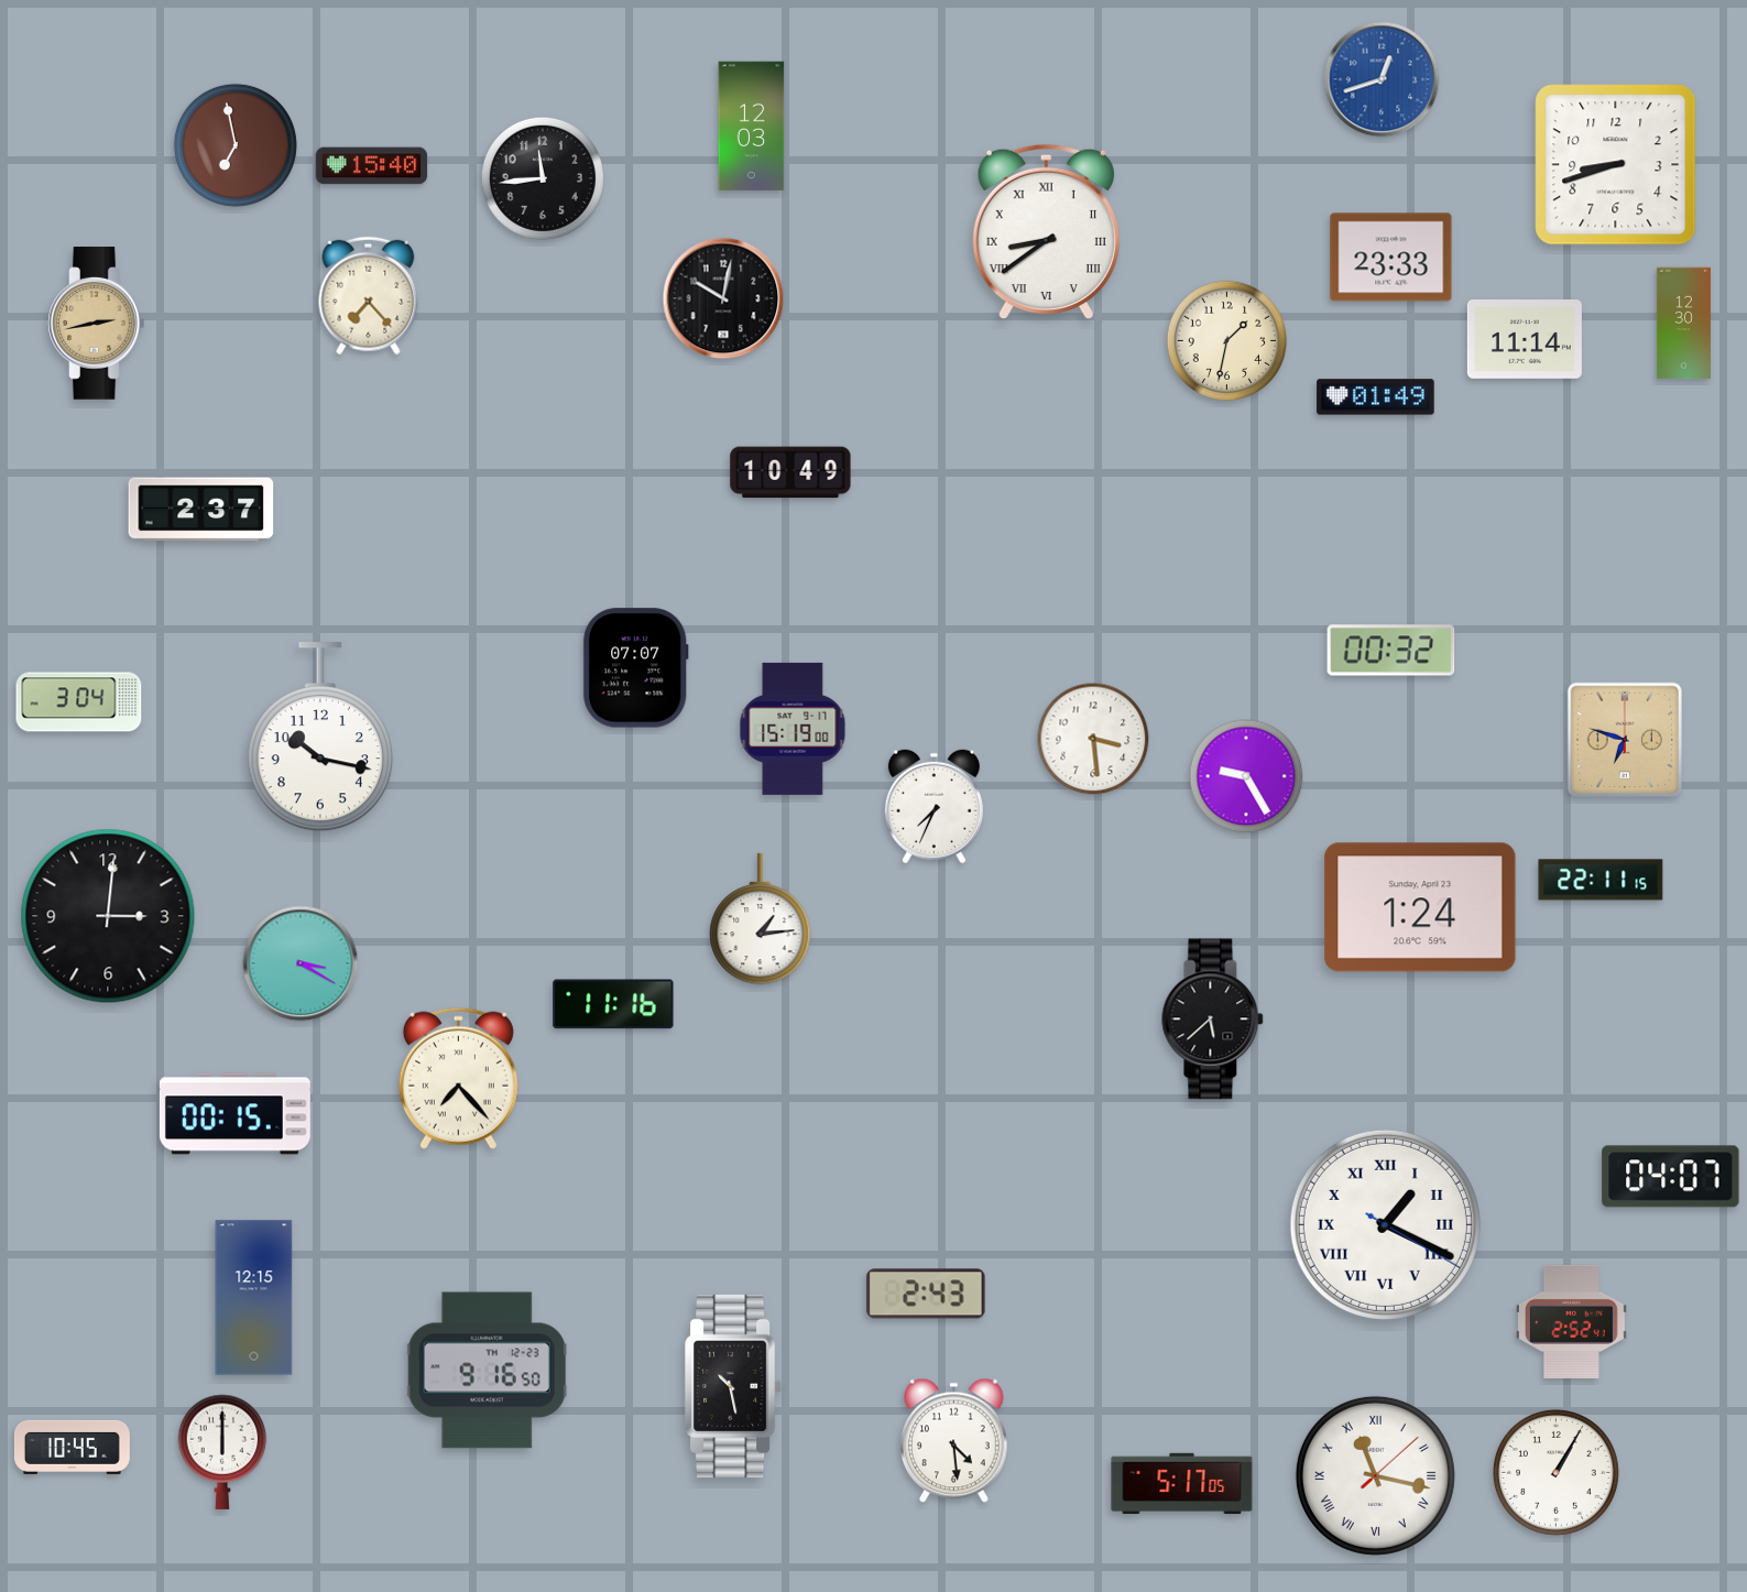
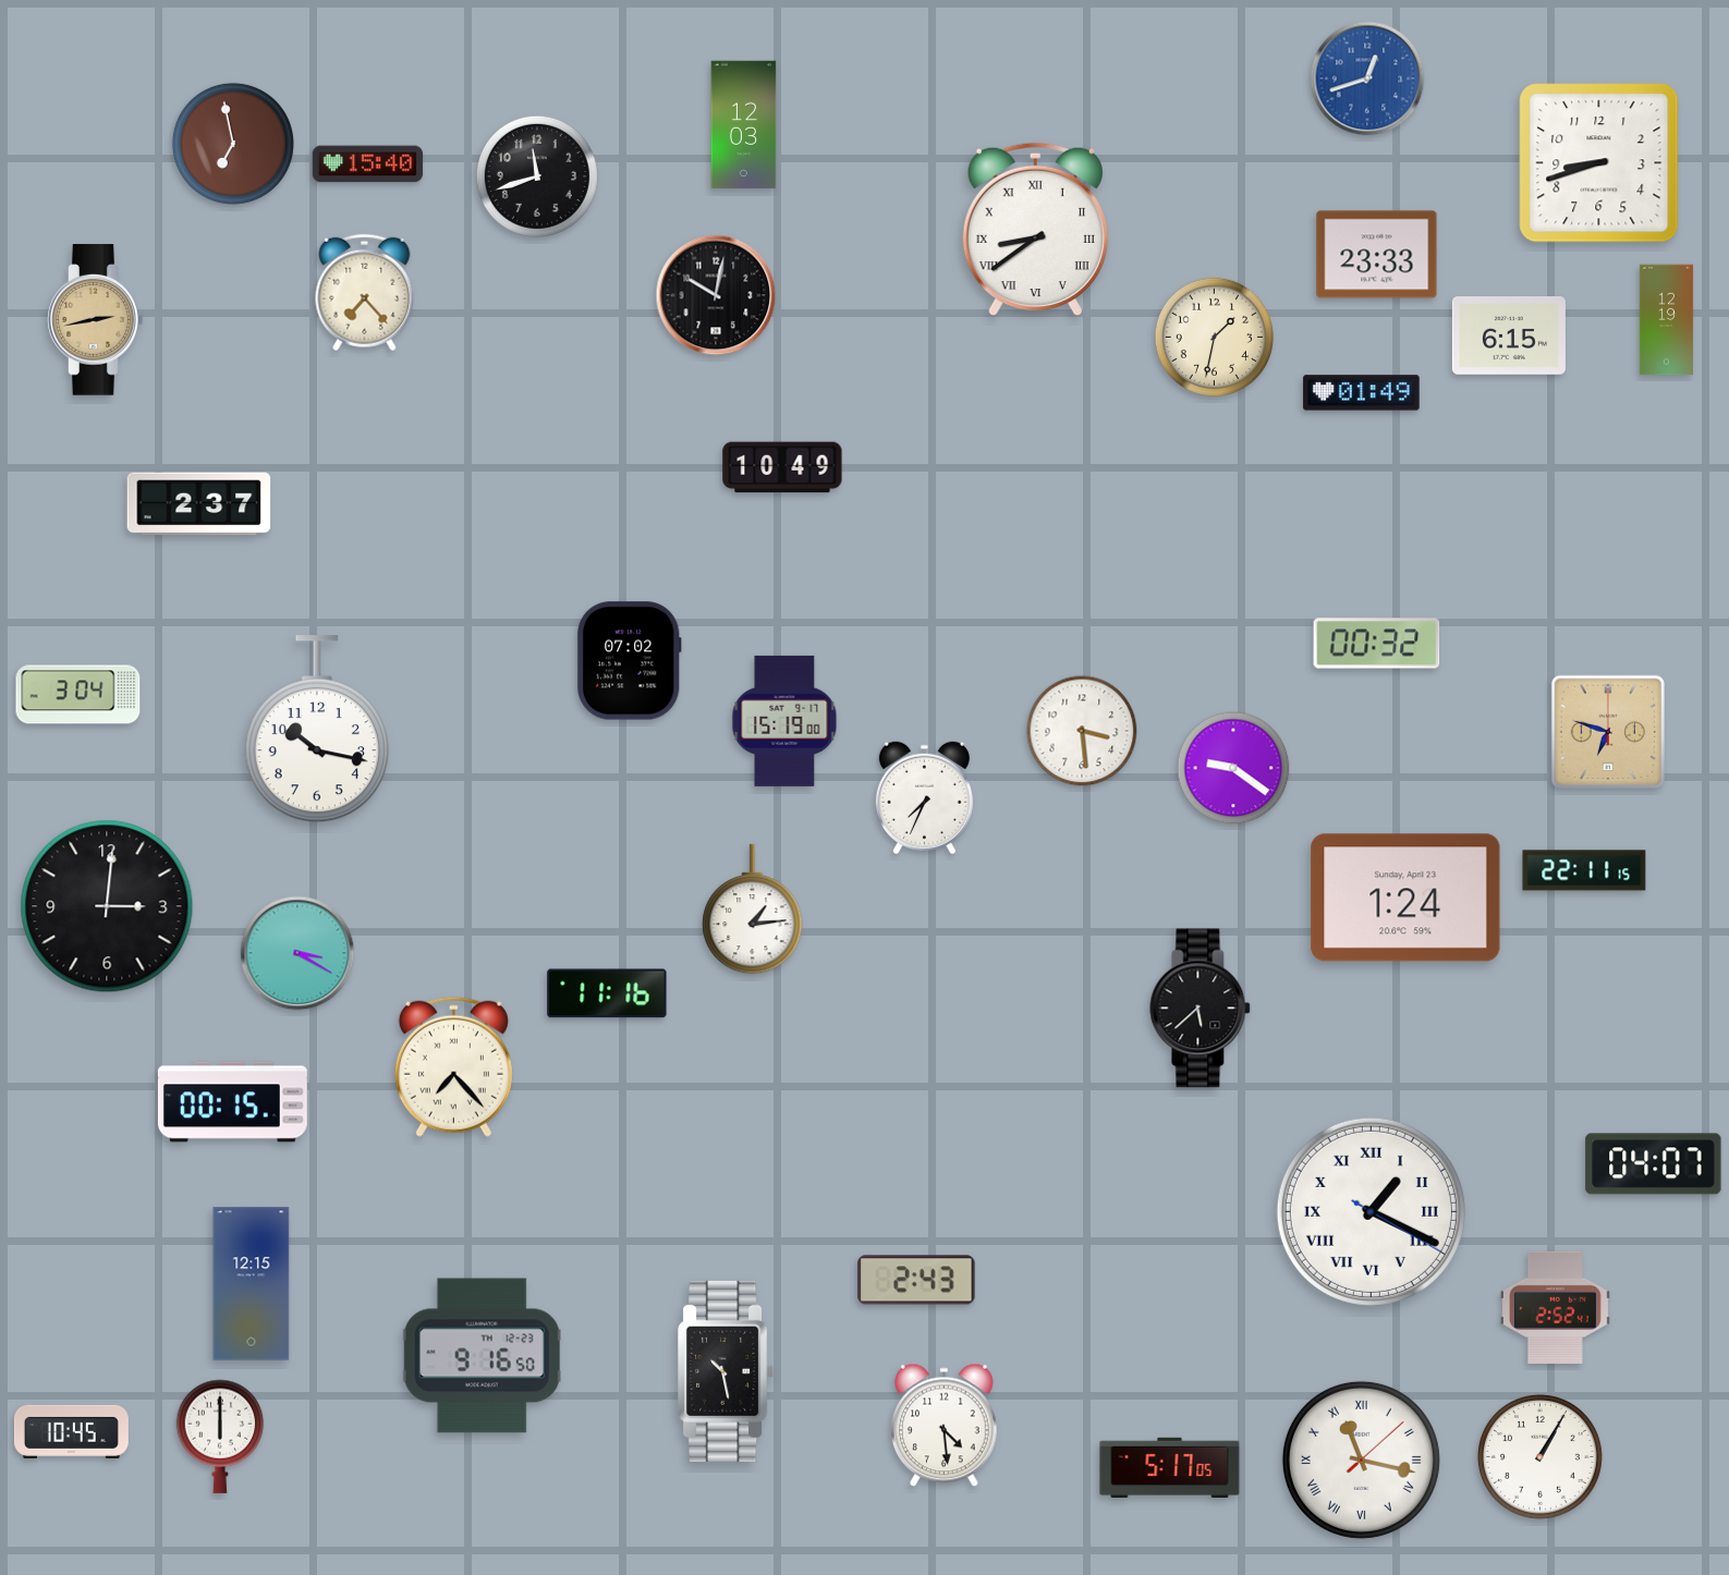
clock at (543, 178): 11:44 -> 11:42
clock at (1683, 324): 12:30 -> 12:19
clock at (1525, 340): 11:14 -> 6:15
clock at (635, 668): 07:07 -> 07:02
clock at (1246, 776): 9:25 -> 9:21
